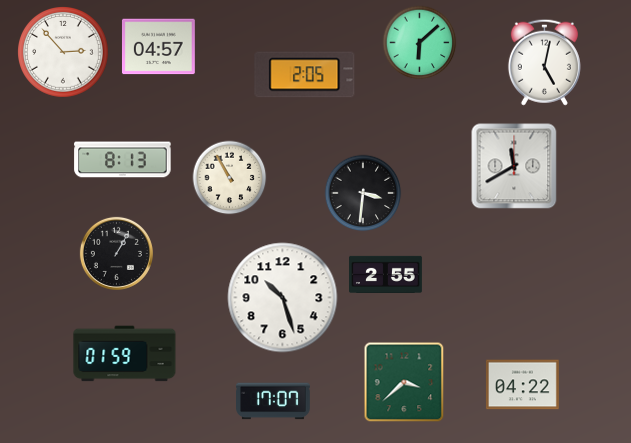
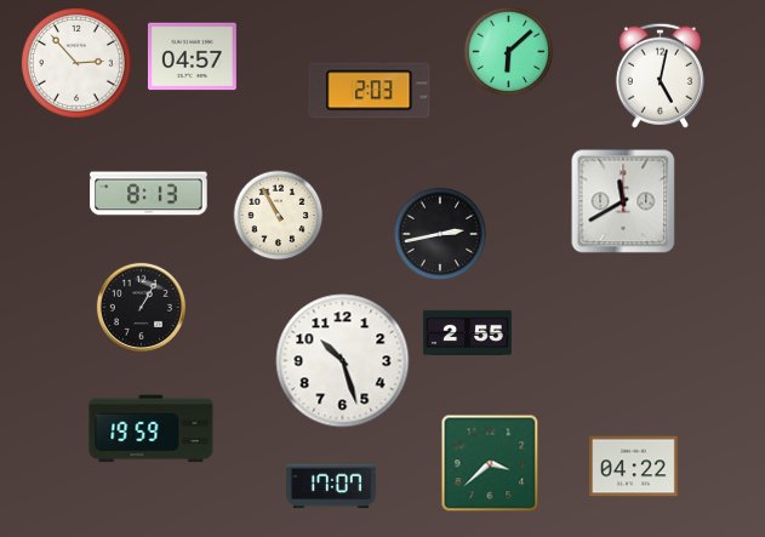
clock at (305, 75): 2:05 -> 2:03
clock at (363, 193): 3:31 -> 2:43
clock at (125, 354): 01:59 -> 19:59
